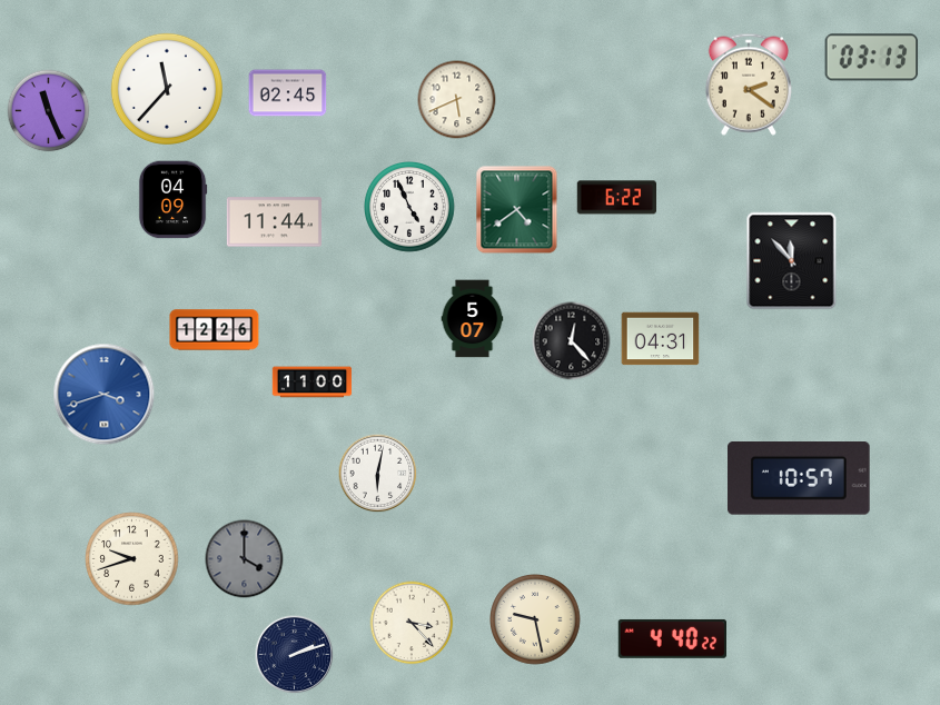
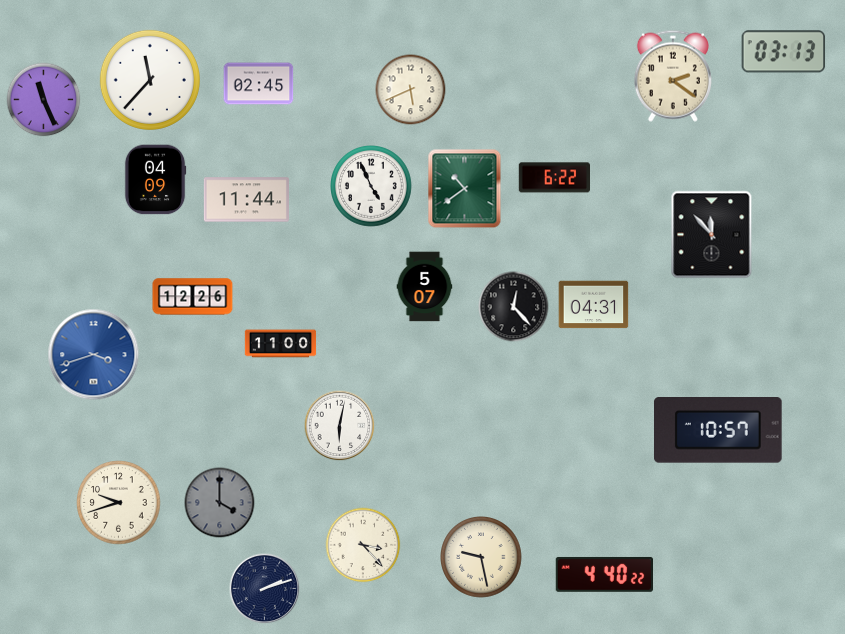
clock at (409, 207) position: (409, 207) -> (371, 186)
clock at (517, 210): 4:39 -> 10:39
clock at (412, 623) position: (412, 623) -> (363, 545)
